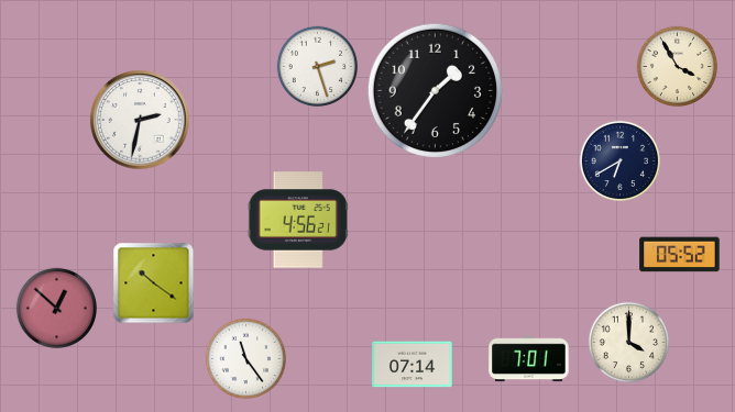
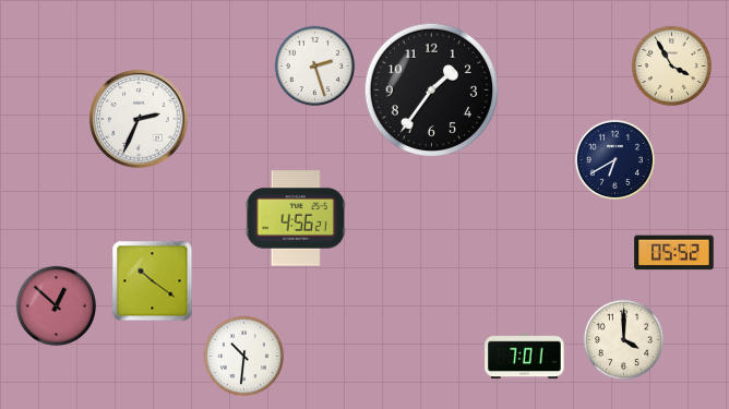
clock at (140, 120): 2:32 -> 2:34
clock at (245, 358): 11:24 -> 10:31
clock at (413, 365): 07:14 -> none
